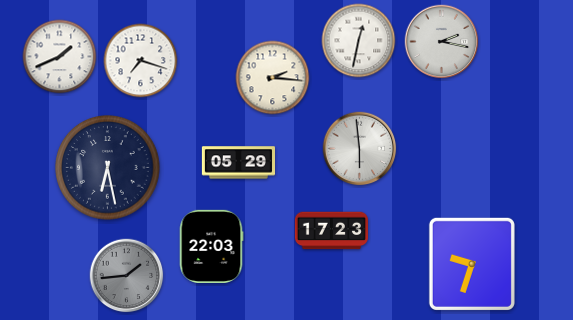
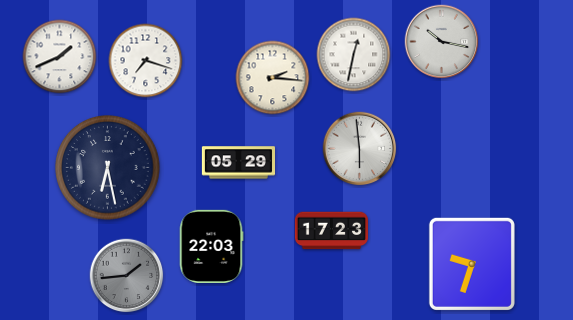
clock at (359, 41) position: (359, 41) -> (354, 55)
clock at (442, 42): 2:17 -> 10:17
clock at (141, 61) position: (141, 61) -> (146, 61)
